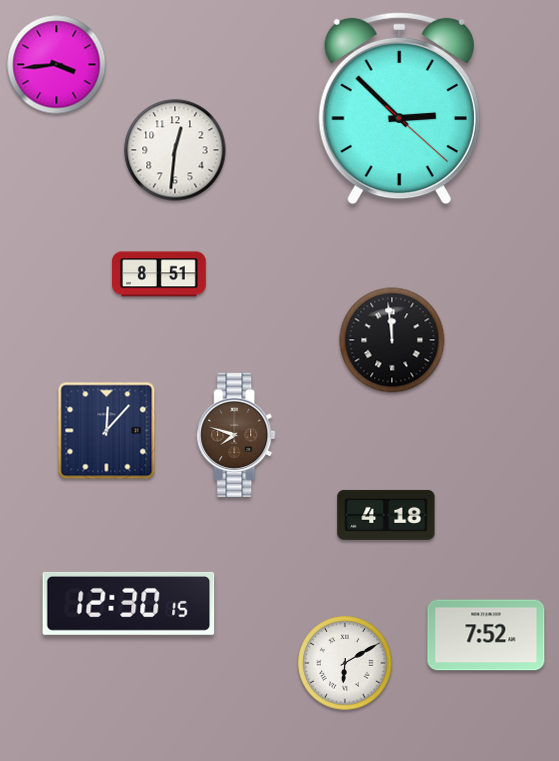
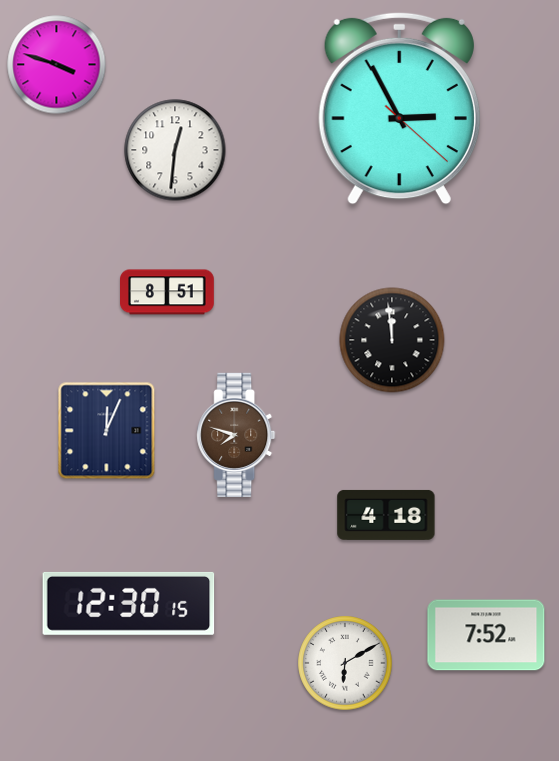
clock at (57, 65): 3:44 -> 3:48
clock at (399, 108): 2:52 -> 2:55
clock at (160, 274) position: (160, 274) -> (168, 292)
clock at (107, 431): 12:07 -> 12:04
